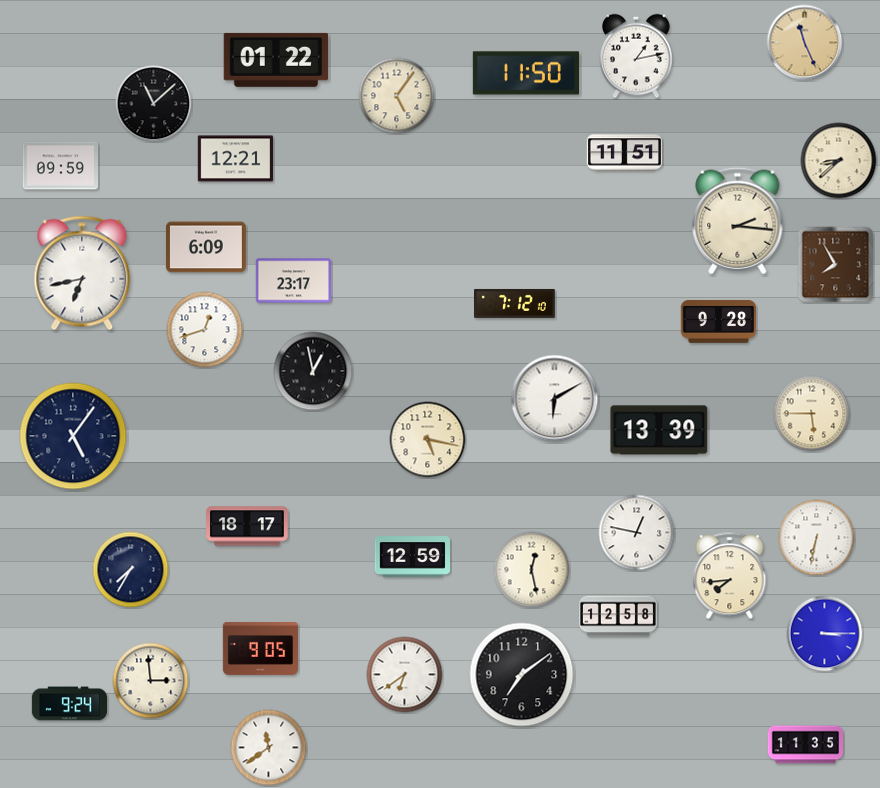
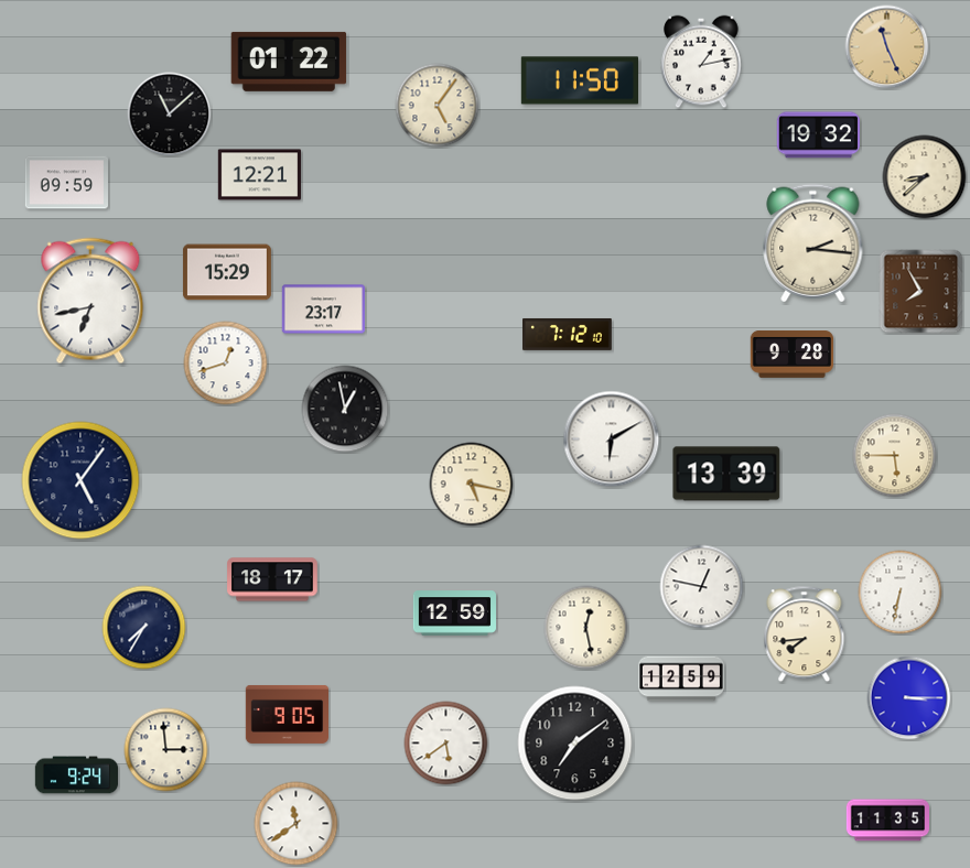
clock at (276, 60) position: (276, 60) -> (289, 62)
clock at (818, 135): none -> 19:32
clock at (624, 153): 11:51 -> none
clock at (206, 247): 6:09 -> 15:29
clock at (618, 616): 12:58 -> 12:59
clock at (405, 675): 6:39 -> 5:39
